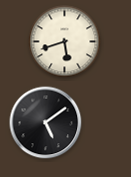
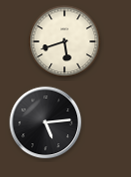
clock at (46, 123): 5:09 -> 5:14
